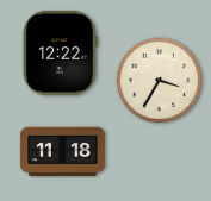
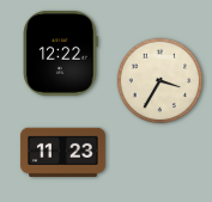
clock at (62, 151): 11:18 -> 11:23
